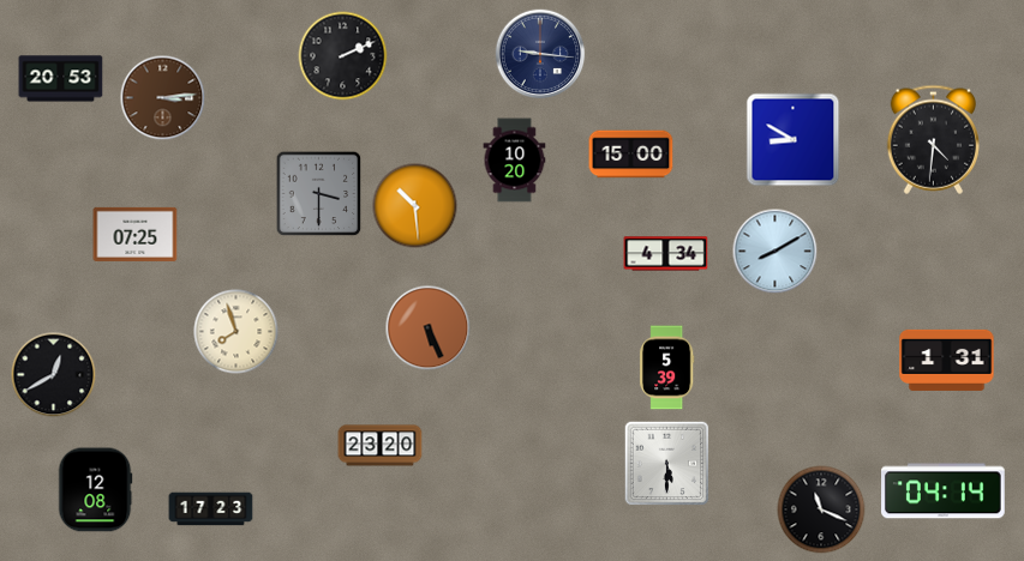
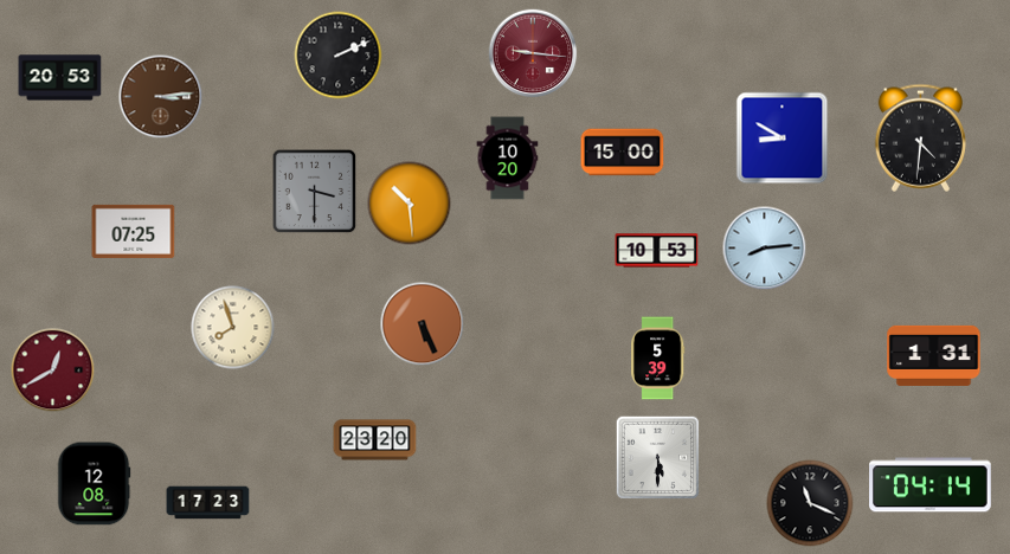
clock at (540, 54) dial: navy -> burgundy
clock at (776, 252): 8:10 -> 8:14
clock at (666, 254): 4:34 -> 10:53
clock at (667, 368) position: (667, 368) -> (658, 359)
clock at (54, 375) dial: black -> burgundy
